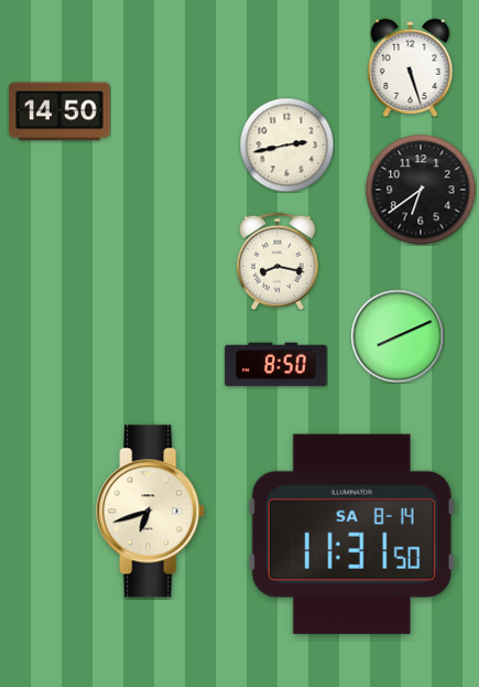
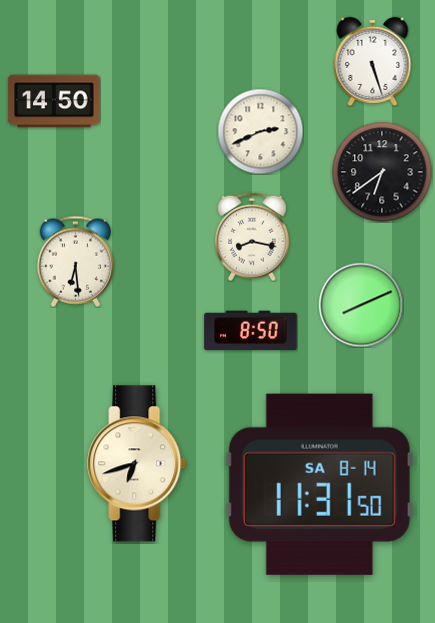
clock at (286, 144): 2:43 -> 2:41
clock at (76, 261): none -> 6:29
